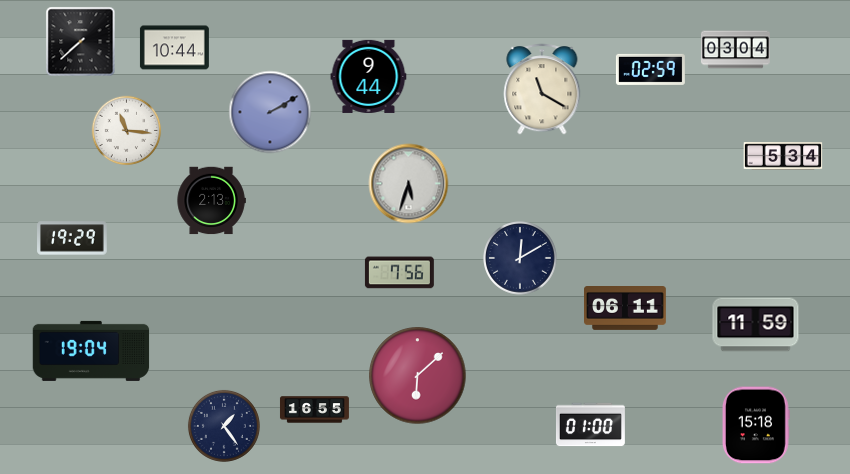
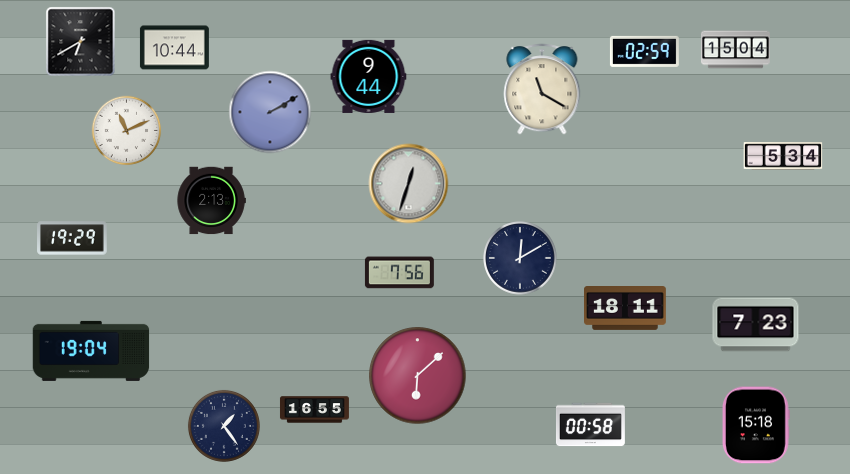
clock at (81, 42): 7:38 -> 6:40
clock at (735, 50): 03:04 -> 15:04
clock at (650, 69) position: (650, 69) -> (644, 51)
clock at (127, 131): 11:16 -> 11:11
clock at (409, 184): 5:33 -> 12:33
clock at (626, 309): 06:11 -> 18:11
clock at (756, 325): 11:59 -> 7:23
clock at (590, 425): 01:00 -> 00:58
